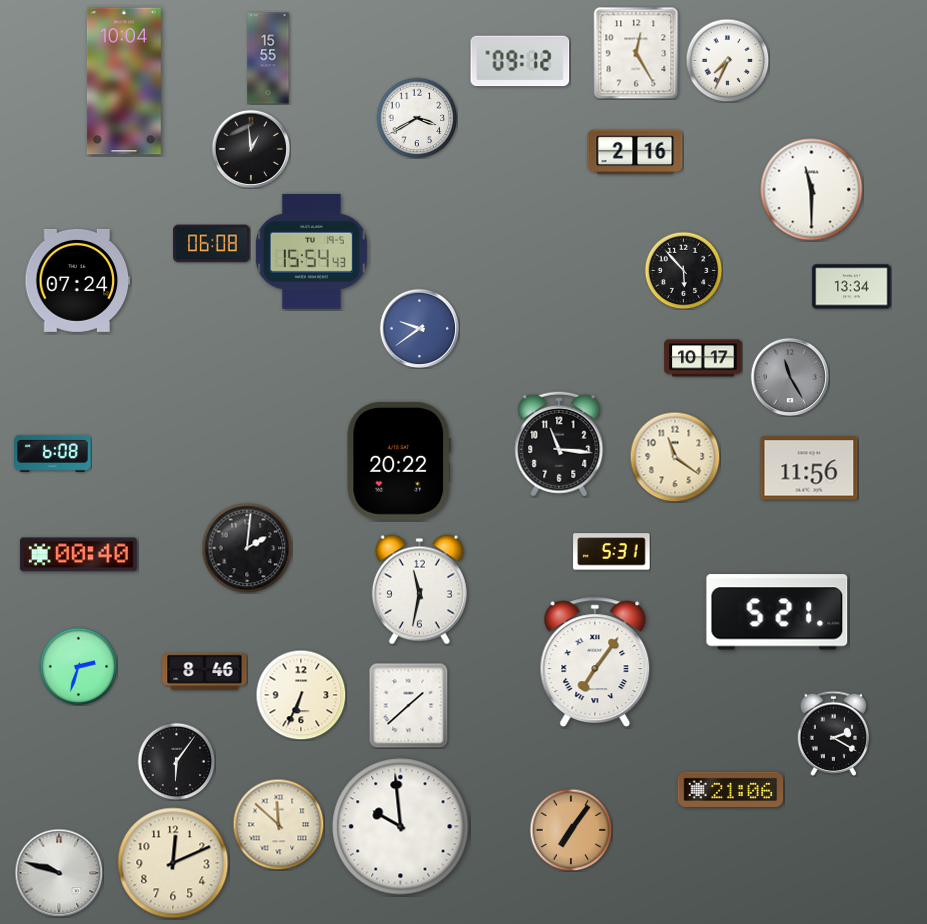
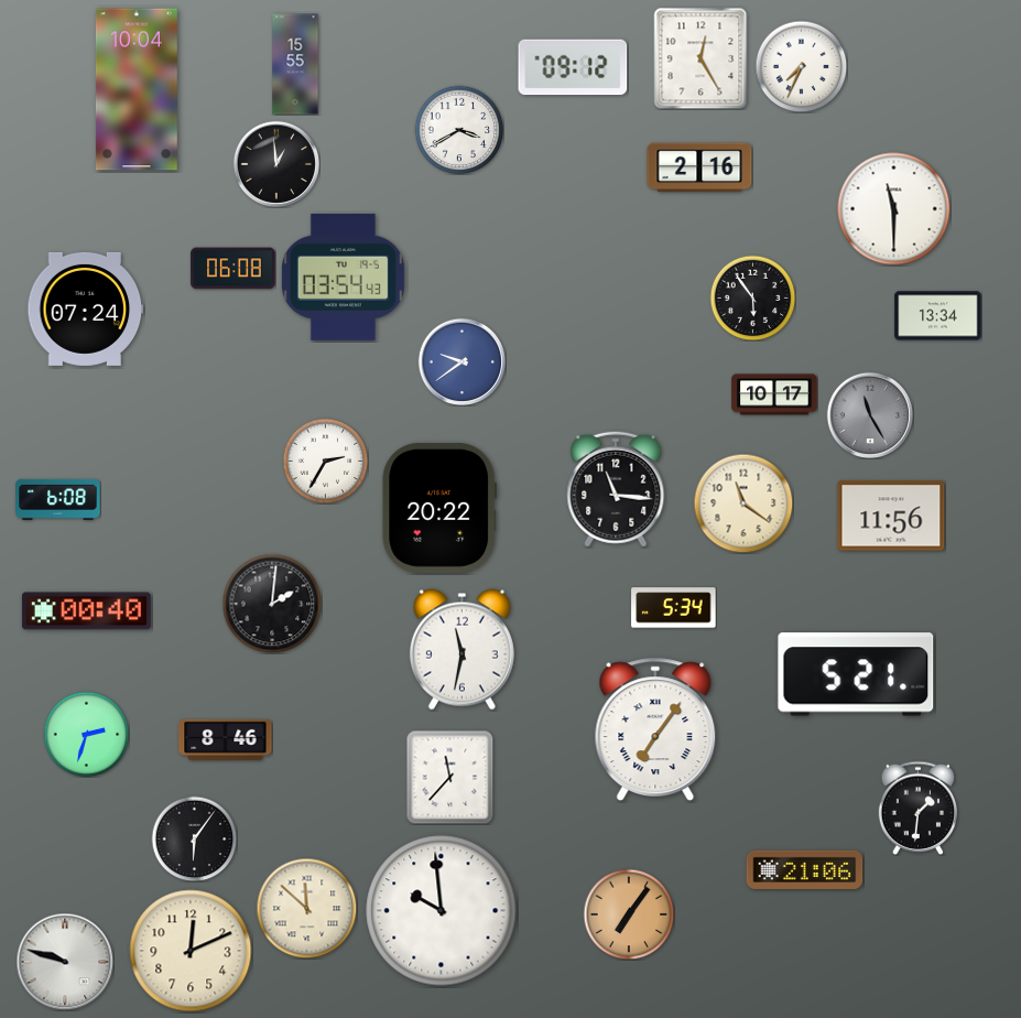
clock at (311, 251): 15:54 -> 03:54
clock at (683, 270): 5:53 -> 5:54
clock at (325, 461): none -> 2:35
clock at (612, 552): 5:31 -> 5:34
clock at (301, 695): 6:34 -> none
clock at (409, 705): 1:38 -> 11:37
clock at (833, 733): 2:20 -> 1:31
